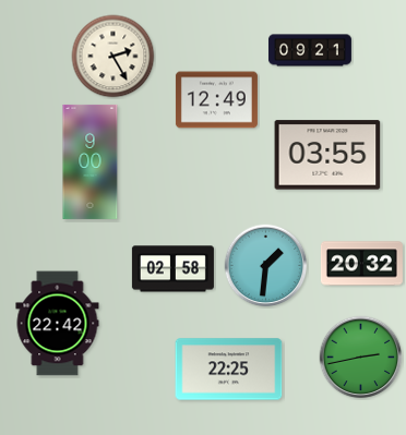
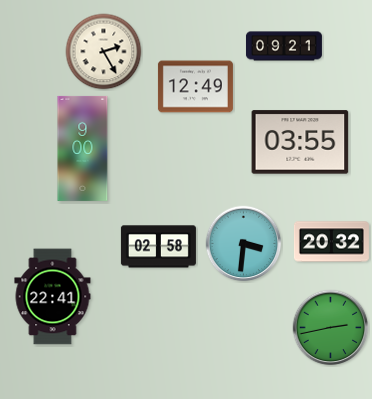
clock at (216, 100) position: (216, 100) -> (195, 87)
clock at (266, 266): 1:31 -> 3:31
clock at (58, 324): 22:42 -> 22:41
clock at (229, 370): 22:25 -> none
